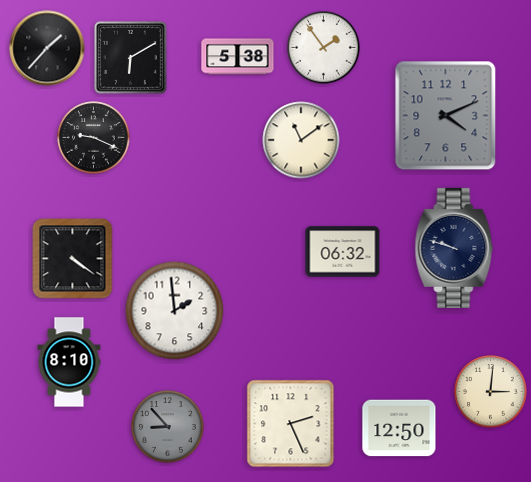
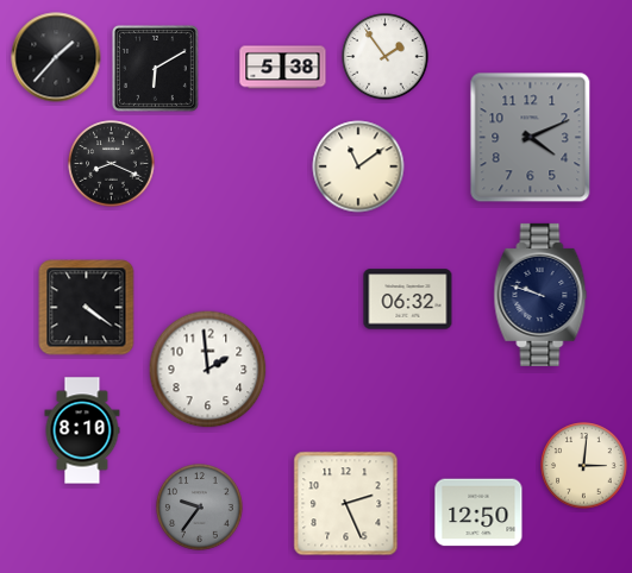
clock at (94, 138): 9:19 -> 8:19
clock at (168, 427): 8:53 -> 9:36
clock at (399, 428) position: (399, 428) -> (478, 512)
